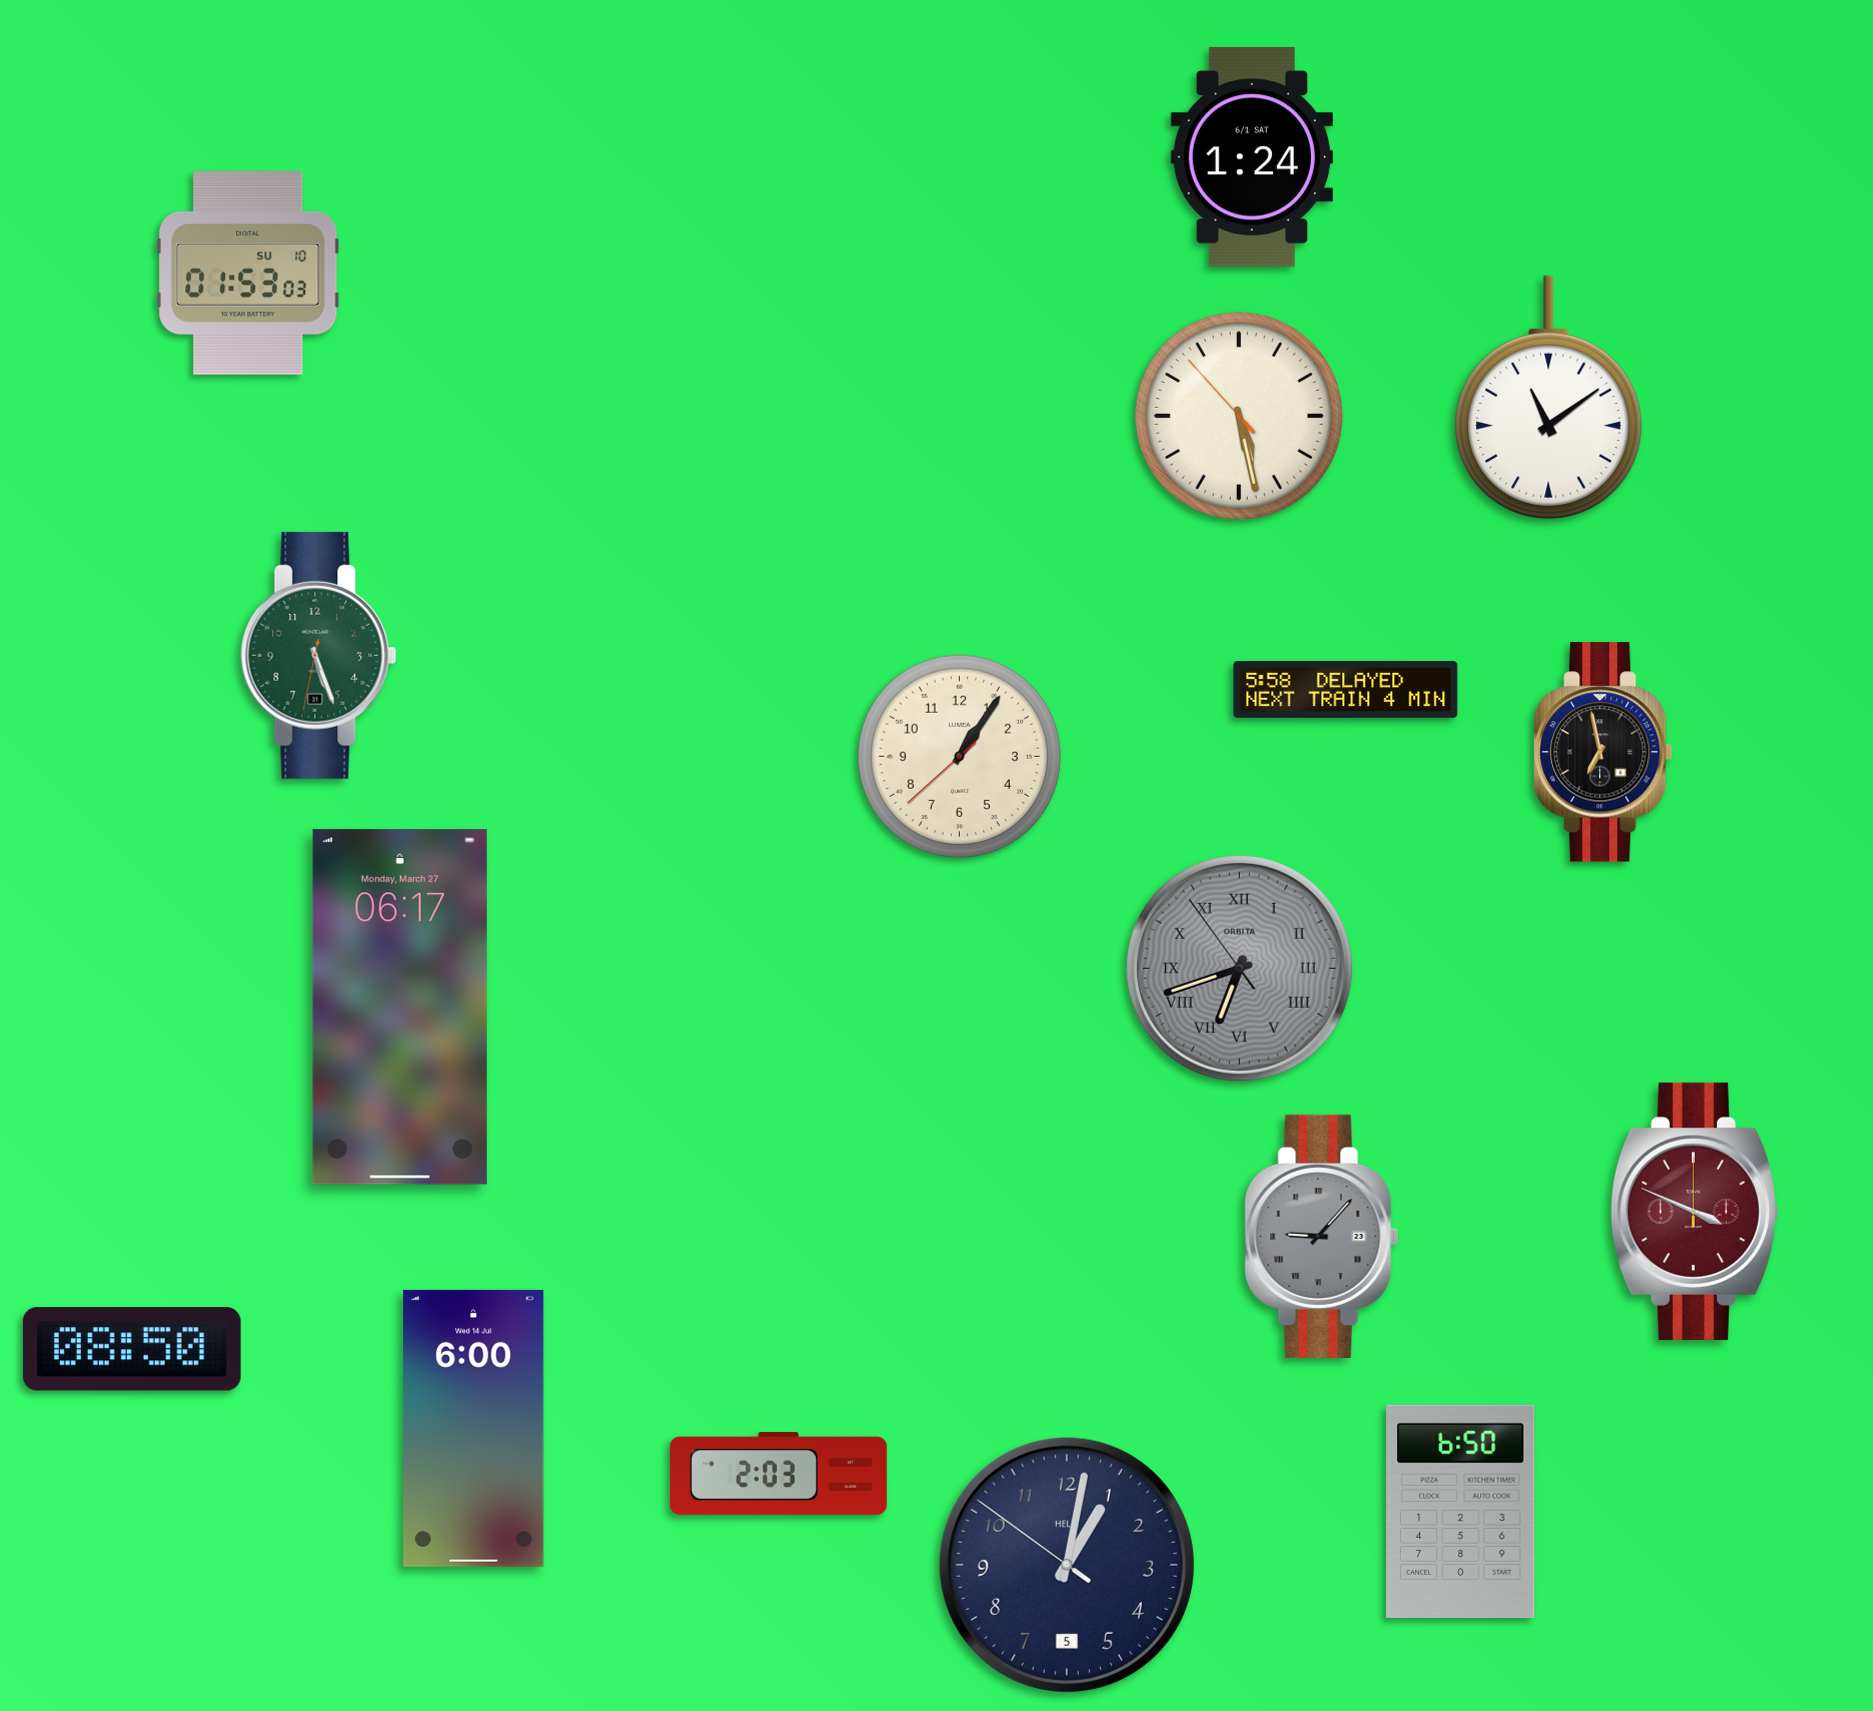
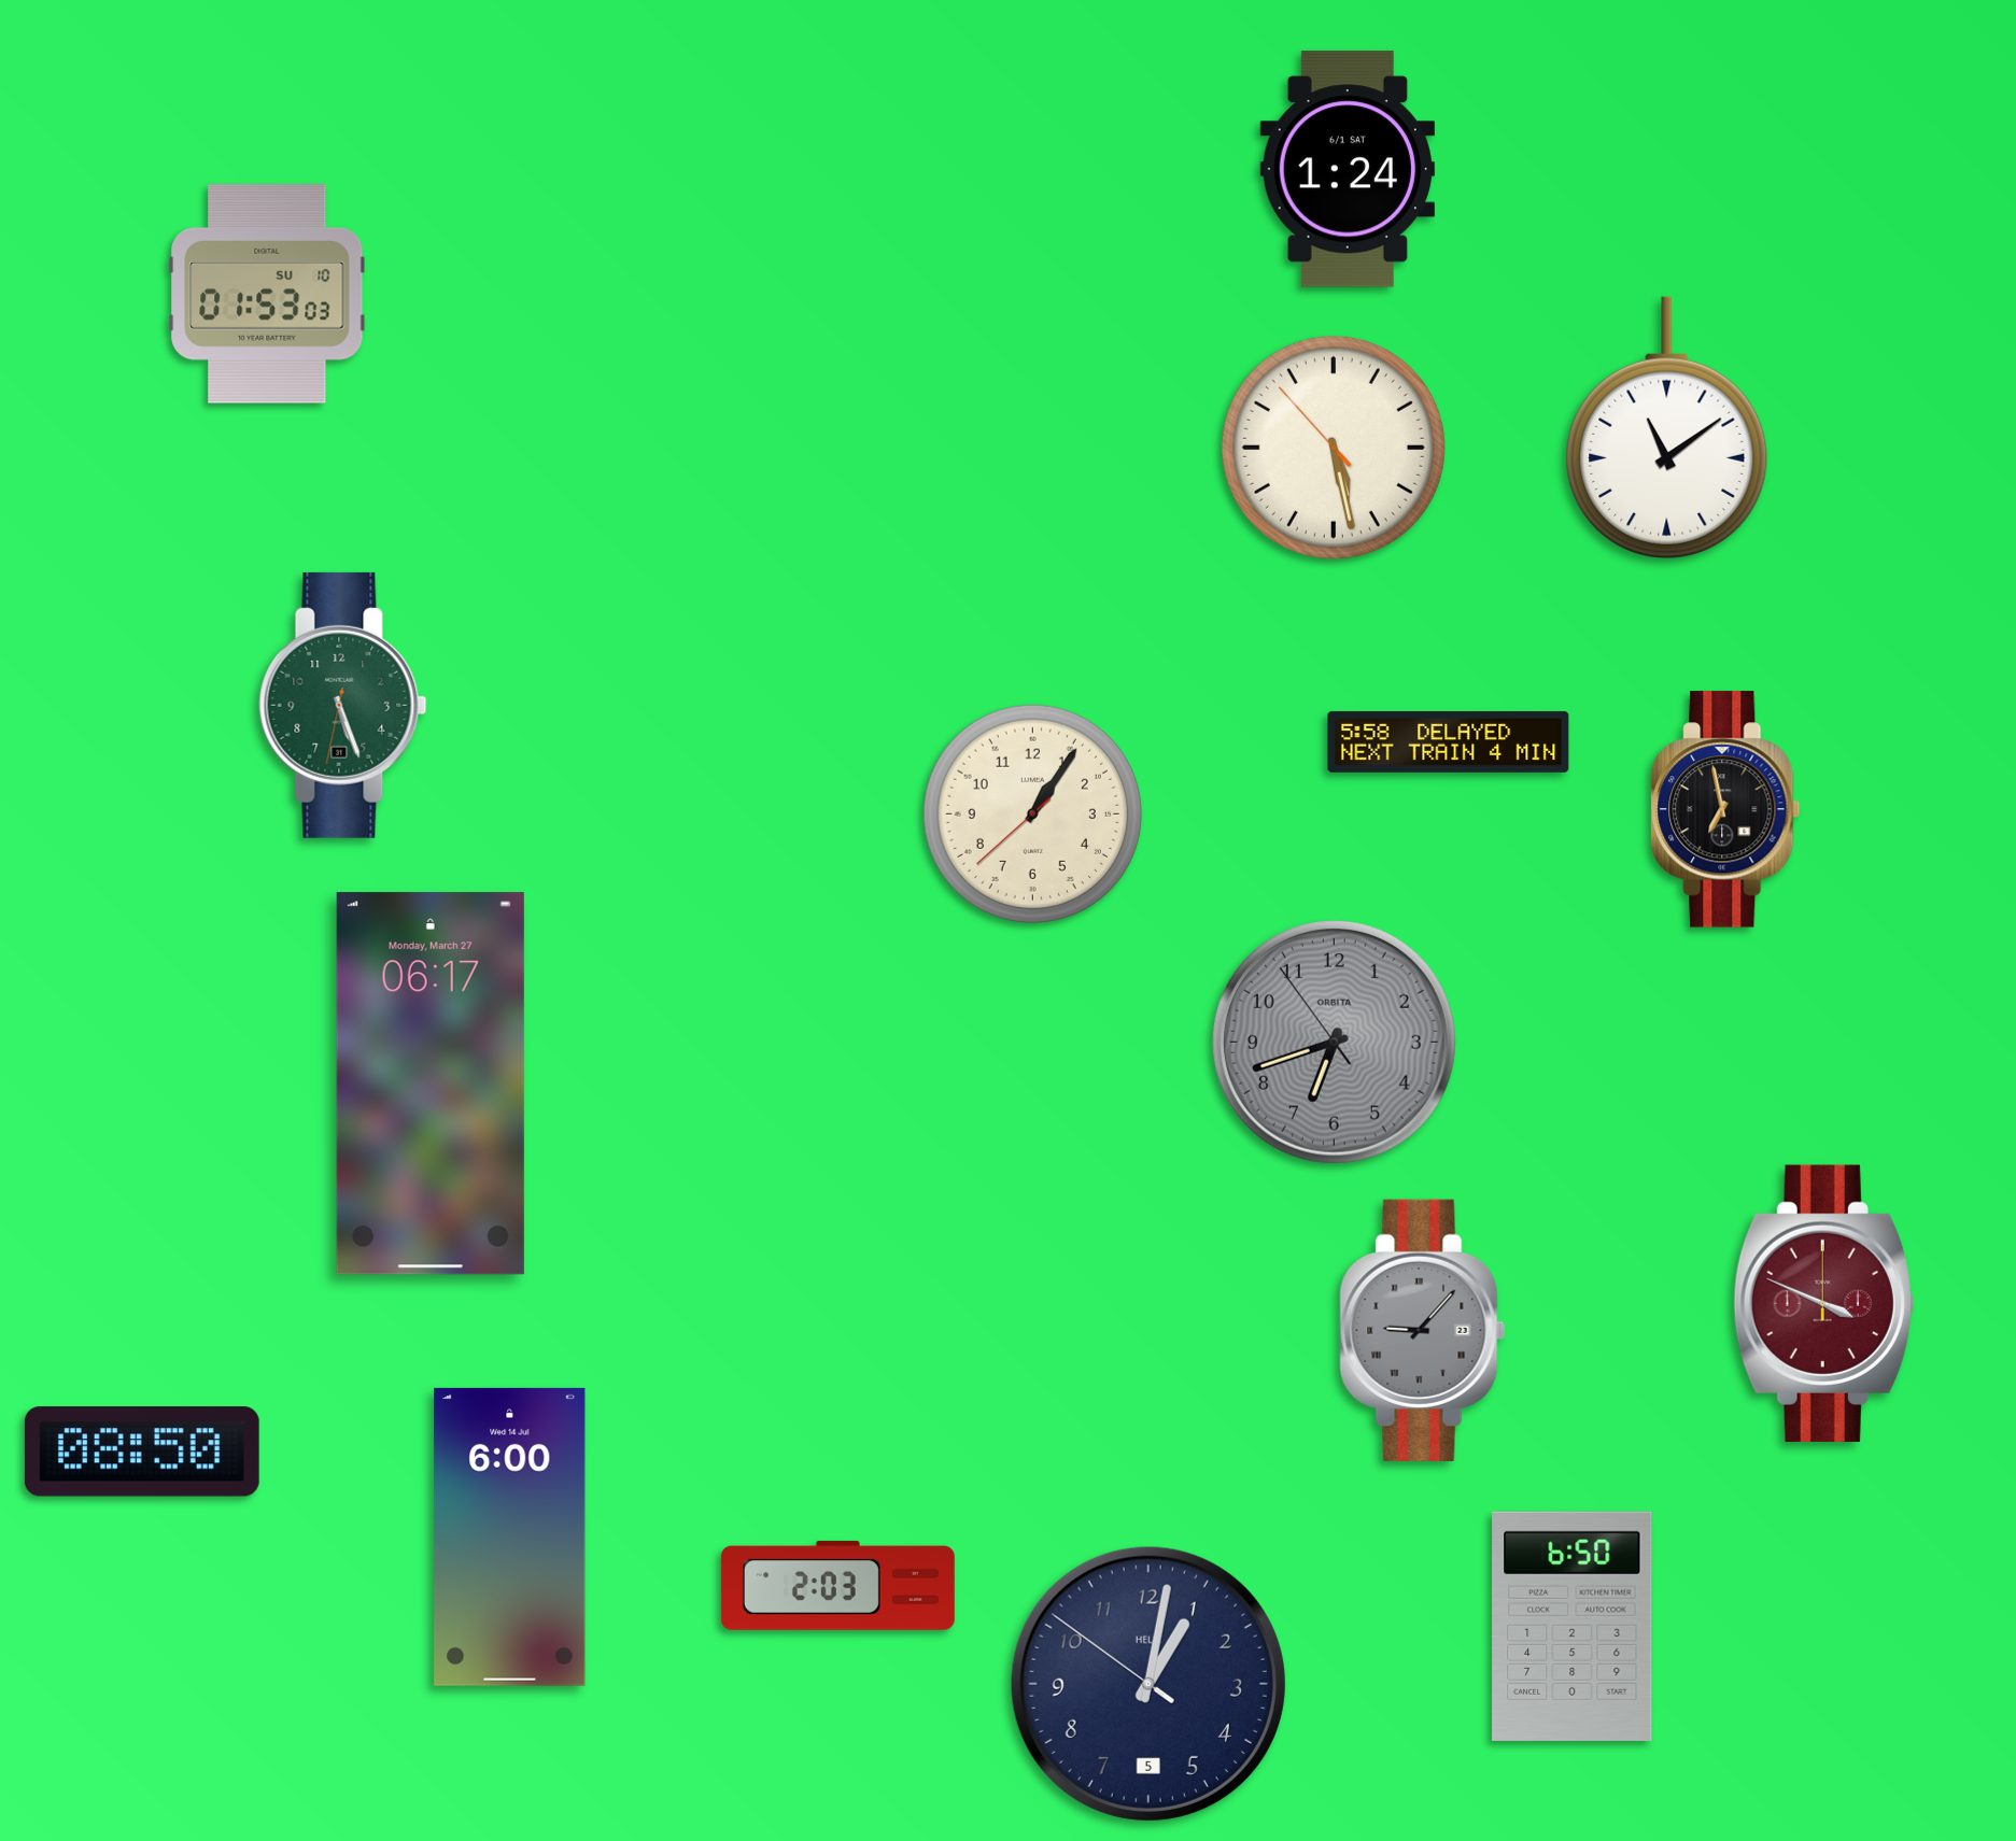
clock at (1239, 968) numerals: Roman -> Arabic
